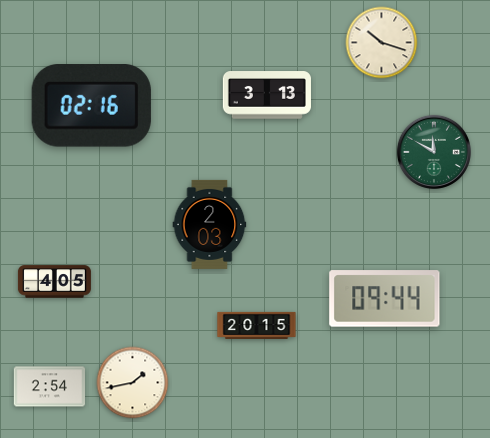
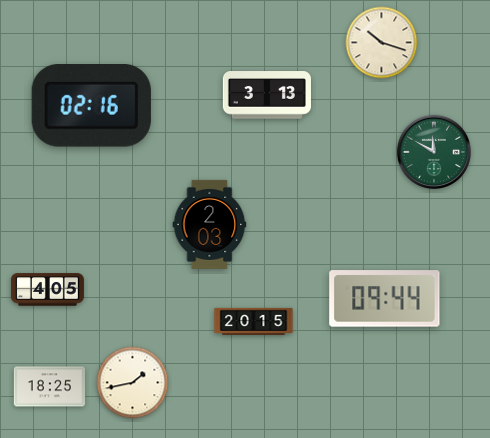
clock at (54, 282) position: (54, 282) -> (47, 290)
clock at (257, 325) position: (257, 325) -> (254, 321)
clock at (50, 387): 2:54 -> 18:25
